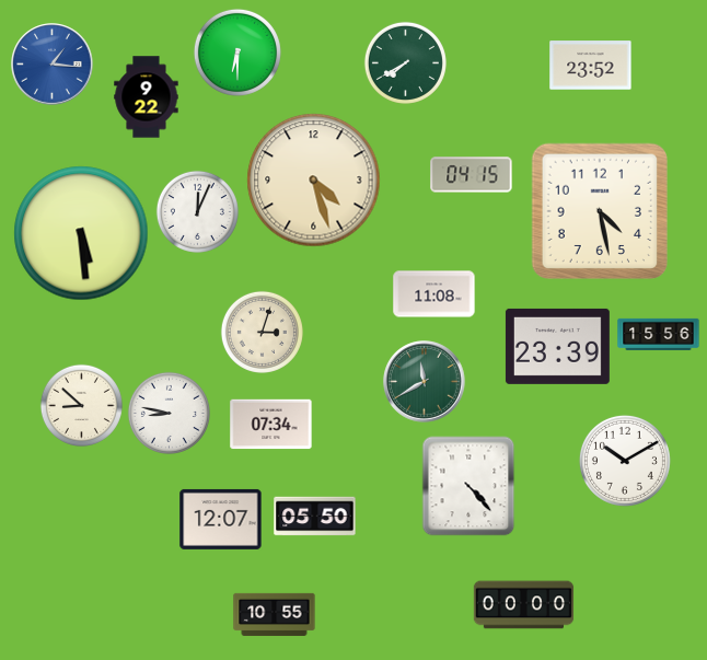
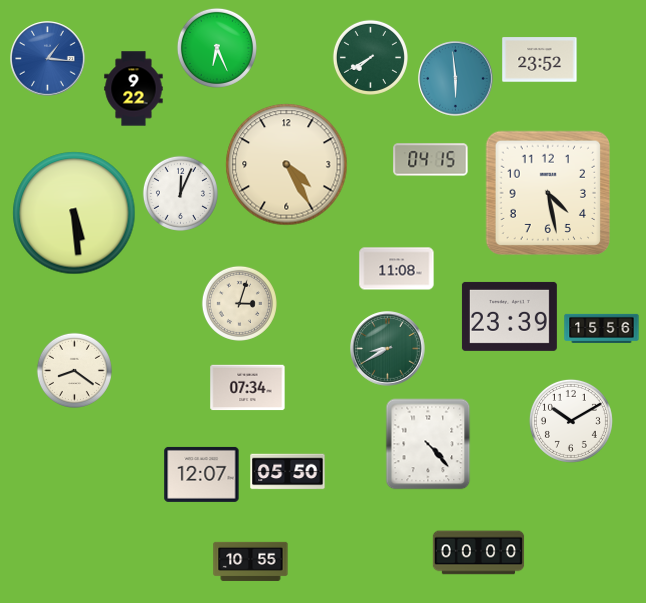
clock at (237, 53): 6:30 -> 6:26
clock at (456, 79): none -> 5:59
clock at (314, 181): 4:27 -> 4:25
clock at (659, 334) position: (659, 334) -> (602, 328)
clock at (425, 382): 11:40 -> 8:40
clock at (81, 405): 8:52 -> 8:21
clock at (169, 413): 8:47 -> none
